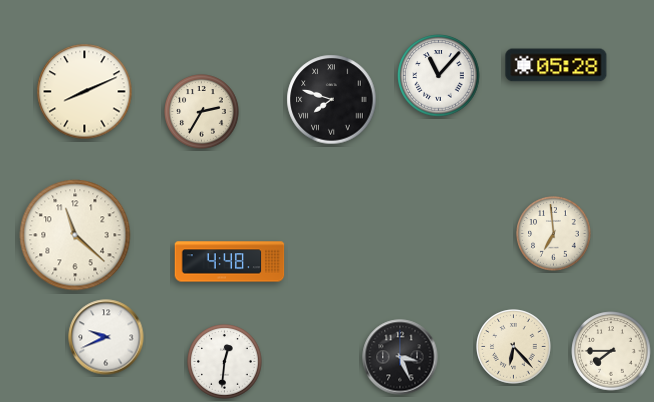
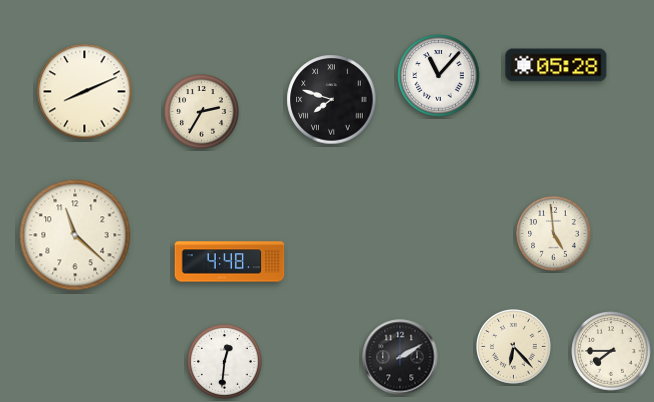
clock at (554, 234): 6:59 -> 4:59
clock at (106, 337): 9:41 -> none
clock at (400, 357): 3:26 -> 2:10
